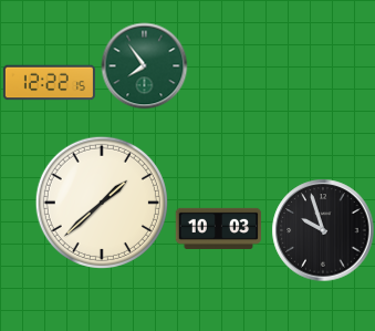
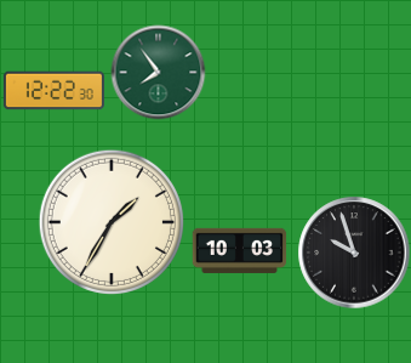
clock at (49, 83): 12:22:15 -> 12:22:30
clock at (102, 203): 1:38 -> 1:35
